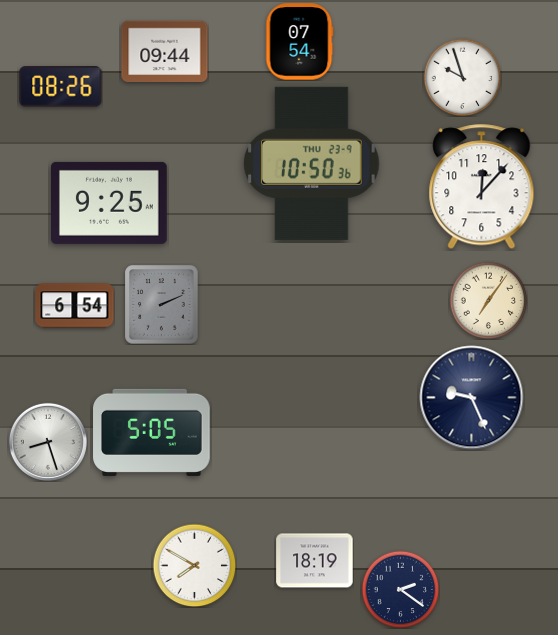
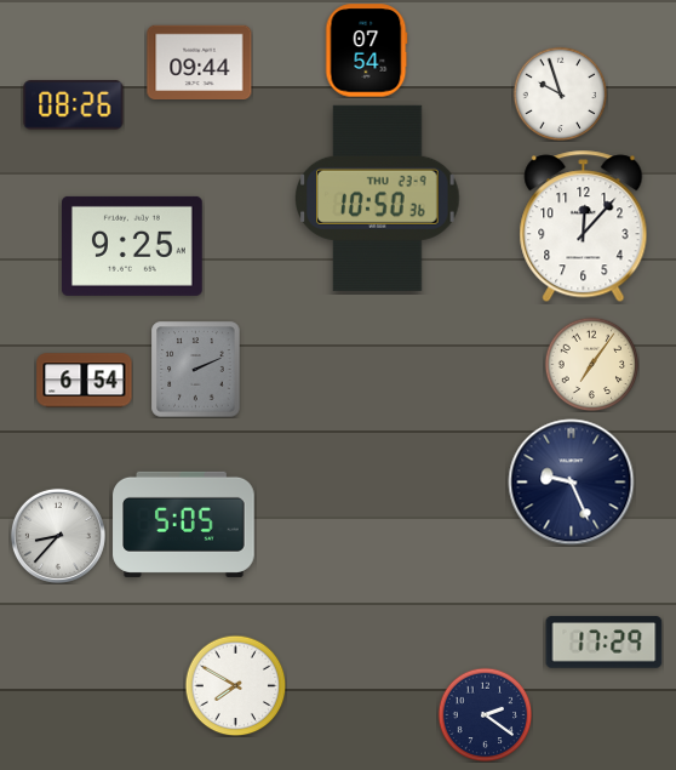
clock at (300, 42) position: (300, 42) -> (367, 51)
clock at (75, 306) position: (75, 306) -> (85, 381)
clock at (48, 442): 8:27 -> 8:37
clock at (605, 643): none -> 17:29
clock at (315, 561): 18:19 -> none
